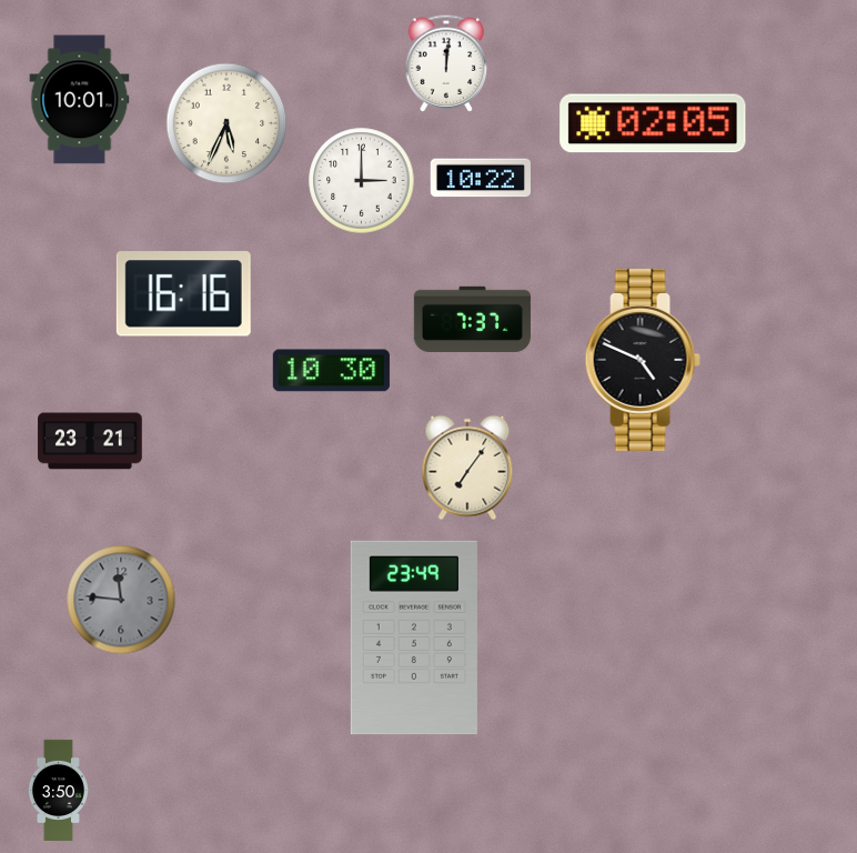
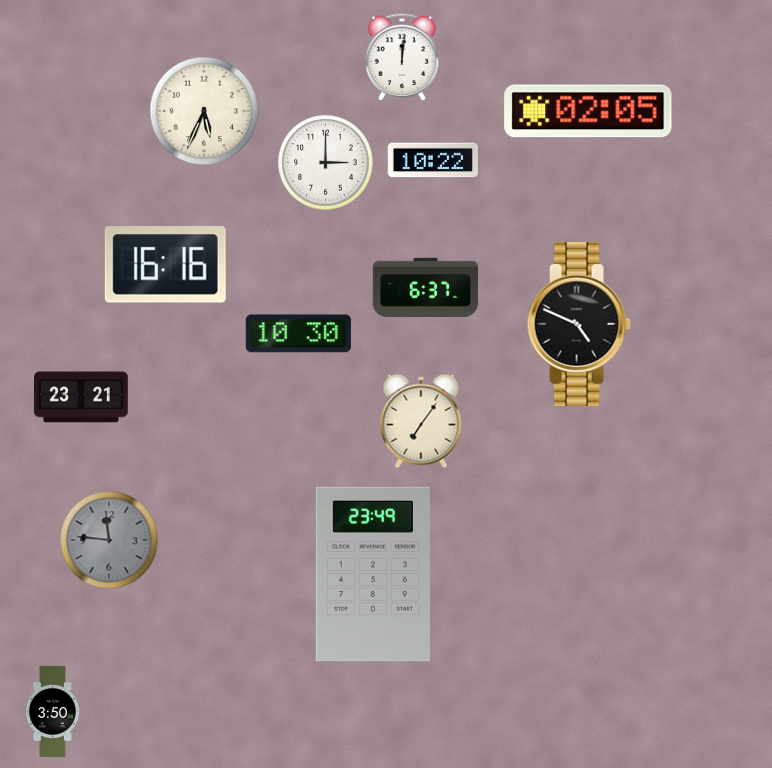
clock at (80, 100): 10:01 -> none
clock at (472, 319): 7:37 -> 6:37
